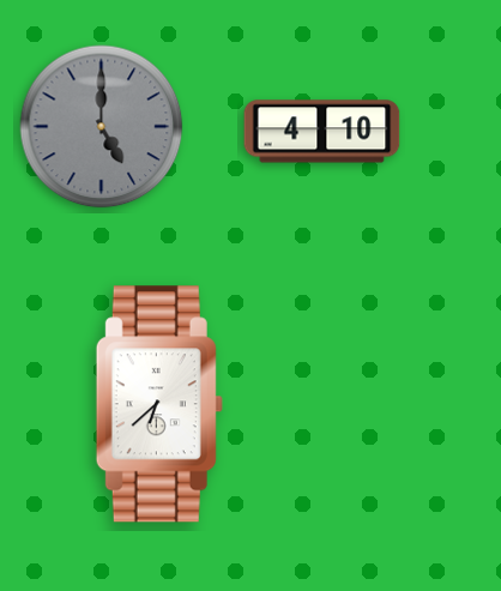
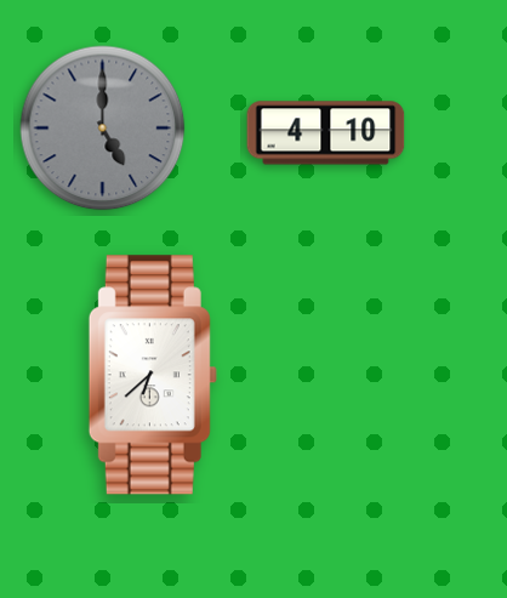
clock at (159, 404) position: (159, 404) -> (153, 375)
